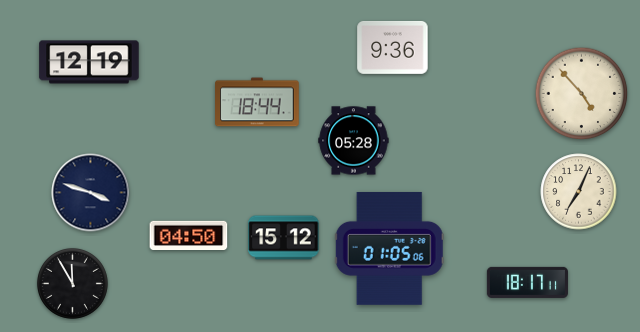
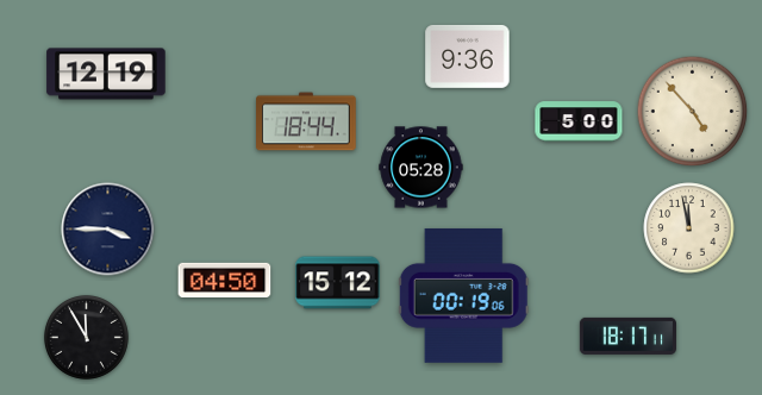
clock at (579, 121): none -> 5:00
clock at (579, 192): 7:04 -> 11:58
clock at (91, 193): 3:48 -> 3:45
clock at (389, 248): 01:05 -> 00:19
